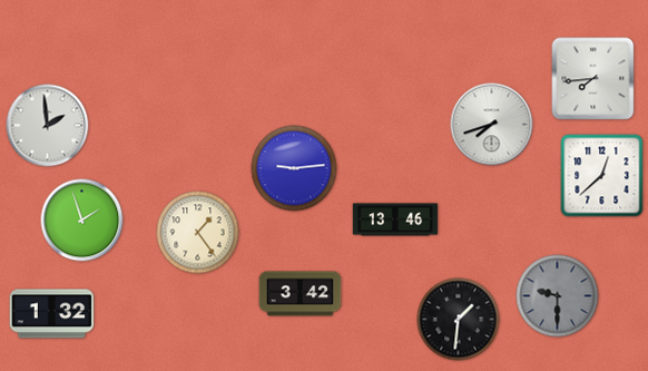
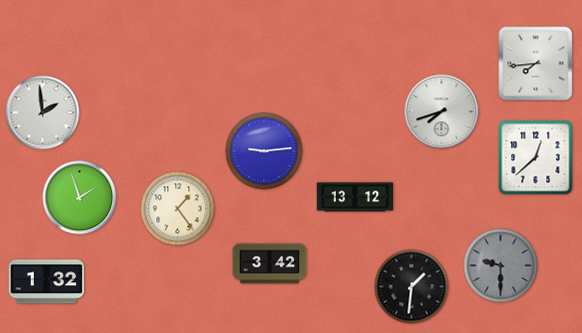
clock at (593, 79) position: (593, 79) -> (536, 64)
clock at (602, 176) position: (602, 176) -> (536, 158)
clock at (395, 219): 13:46 -> 13:12
clock at (82, 221) position: (82, 221) -> (80, 198)
